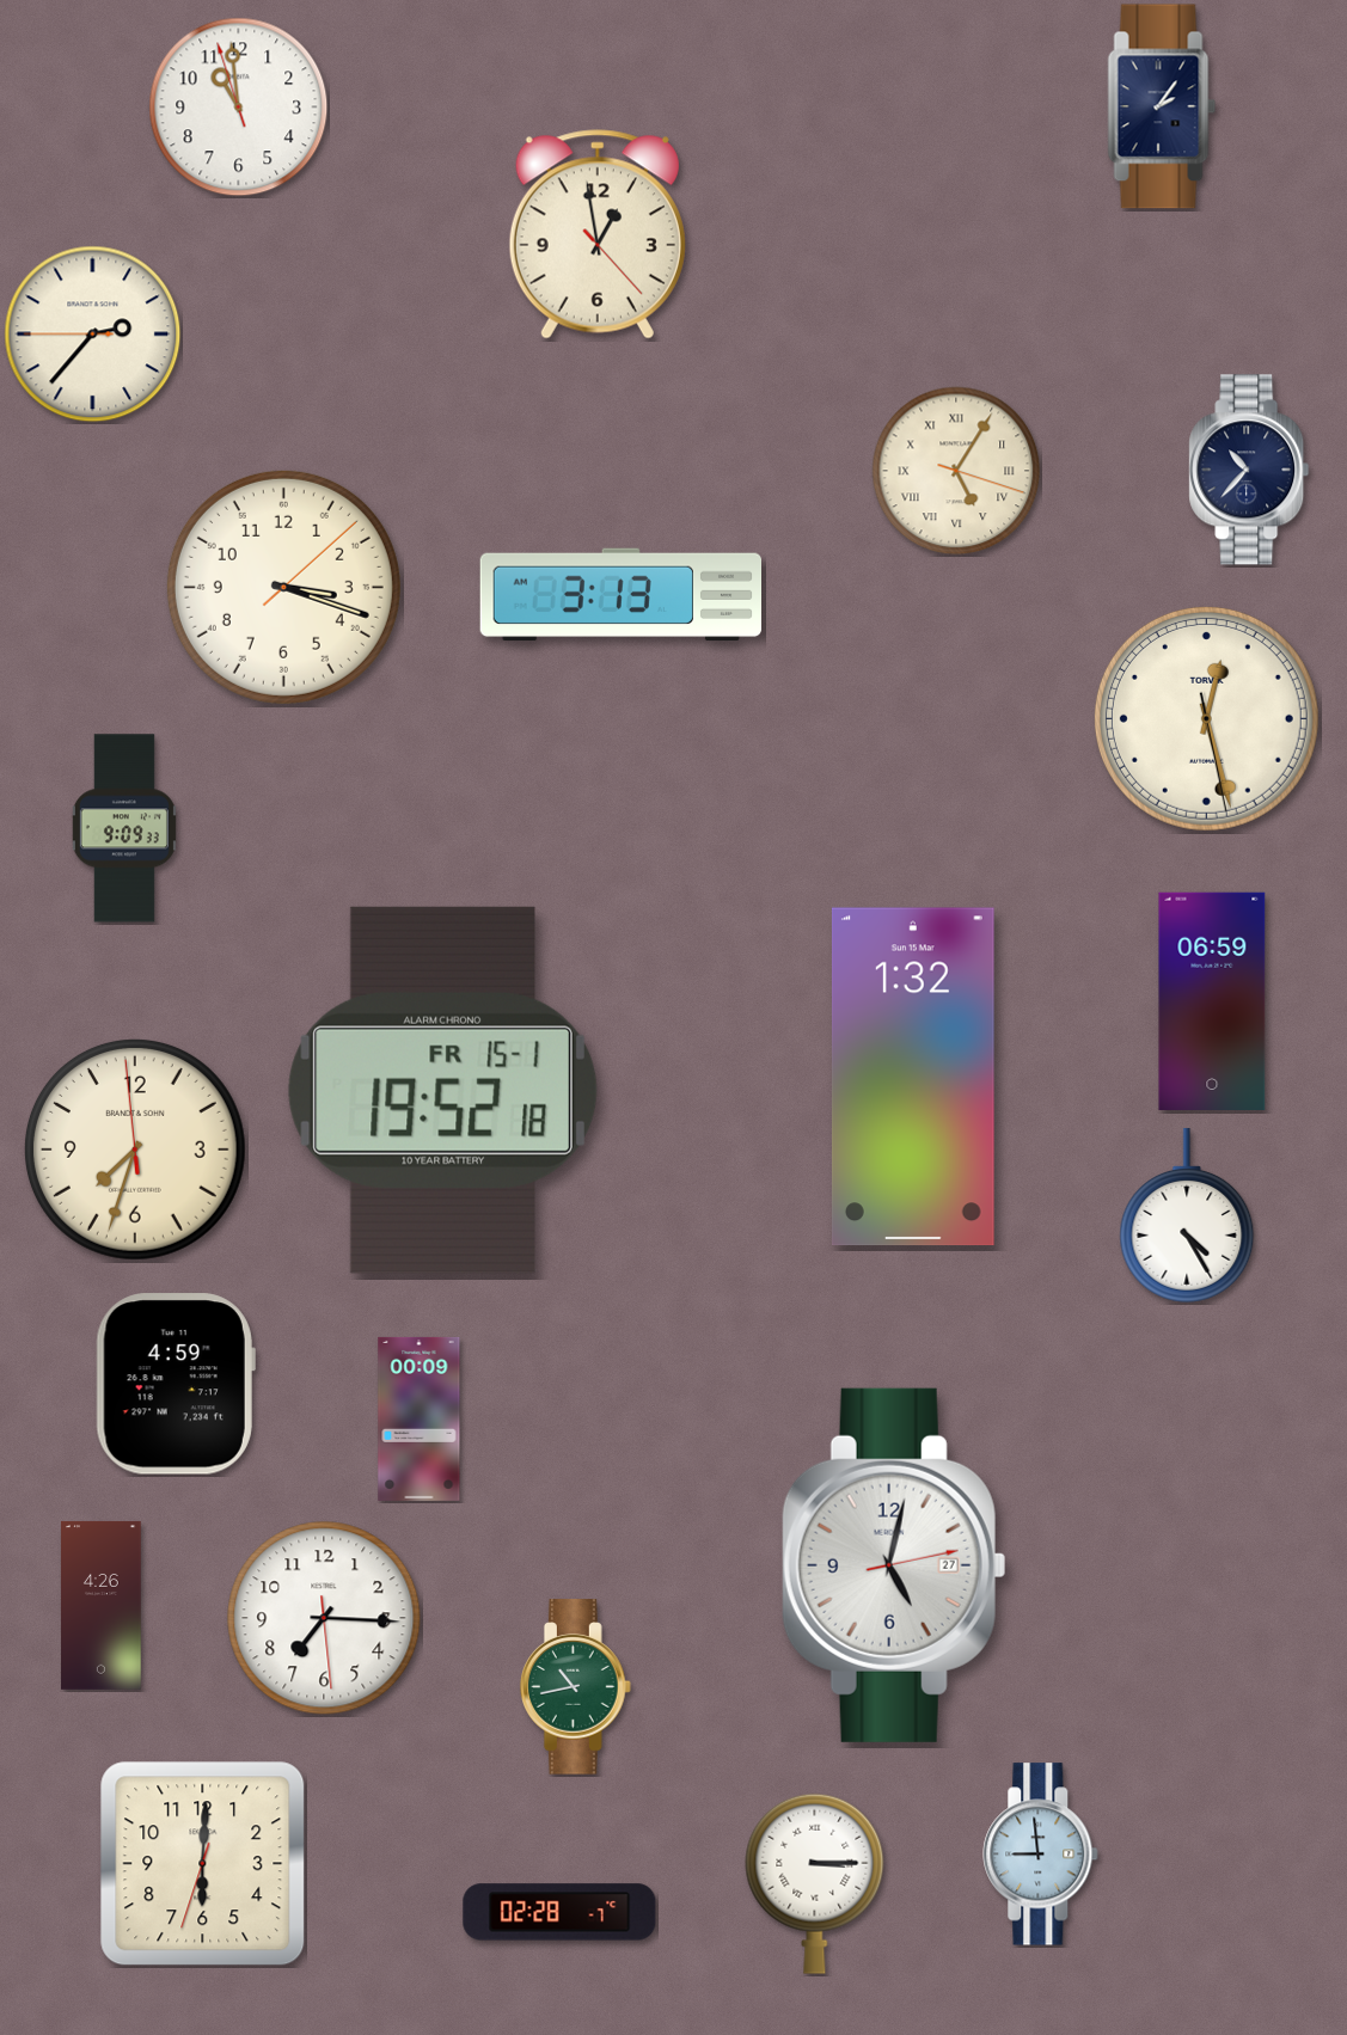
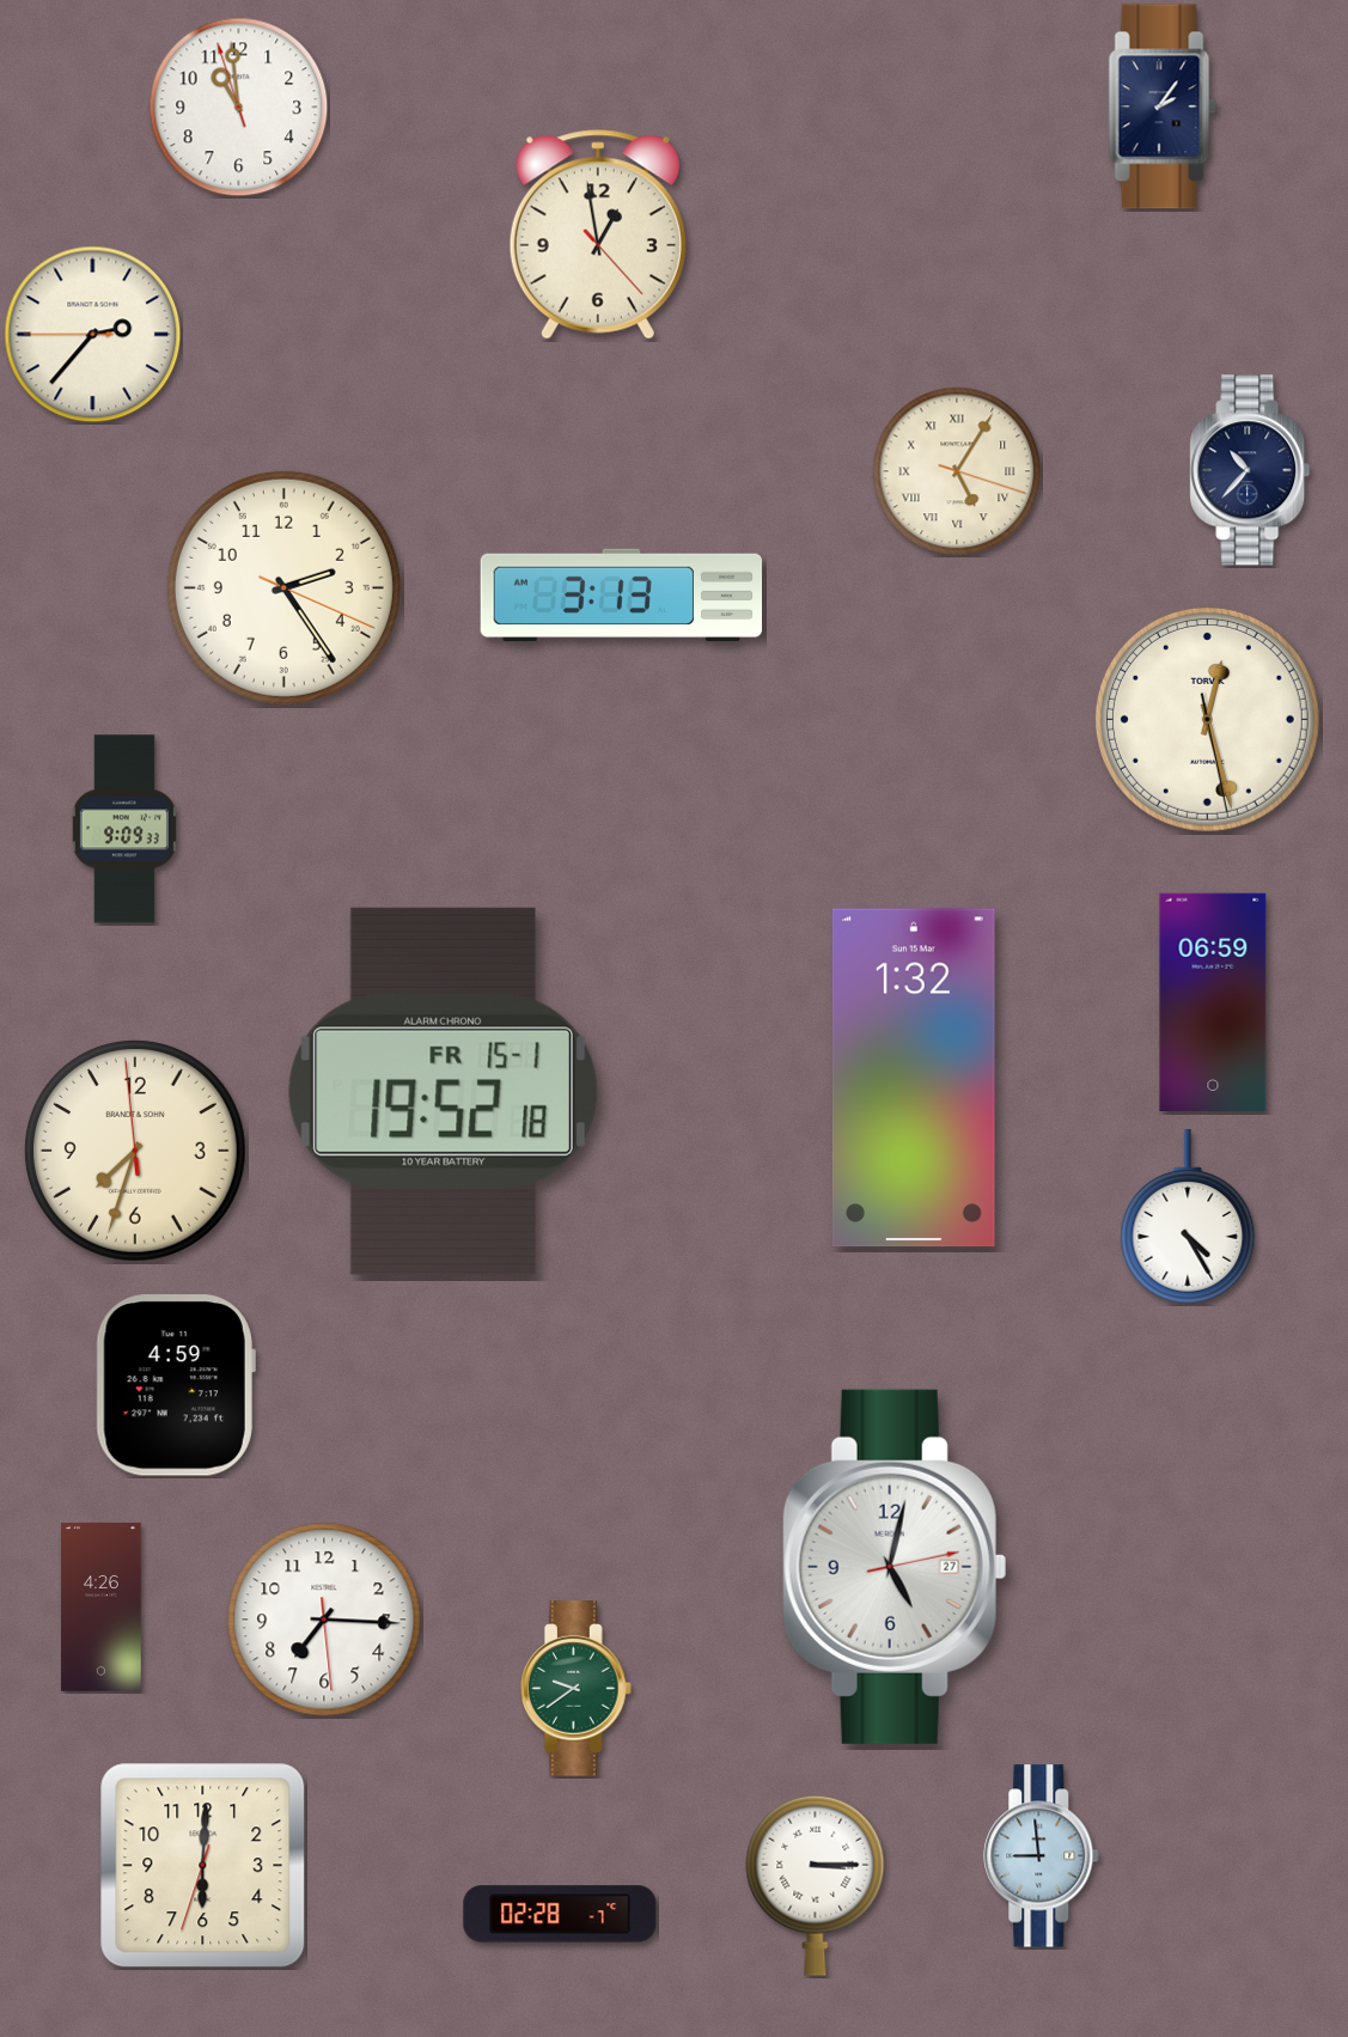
clock at (283, 587): 3:18 -> 2:24
clock at (420, 1418): 00:09 -> none
clock at (575, 1687): 10:43 -> 9:39
